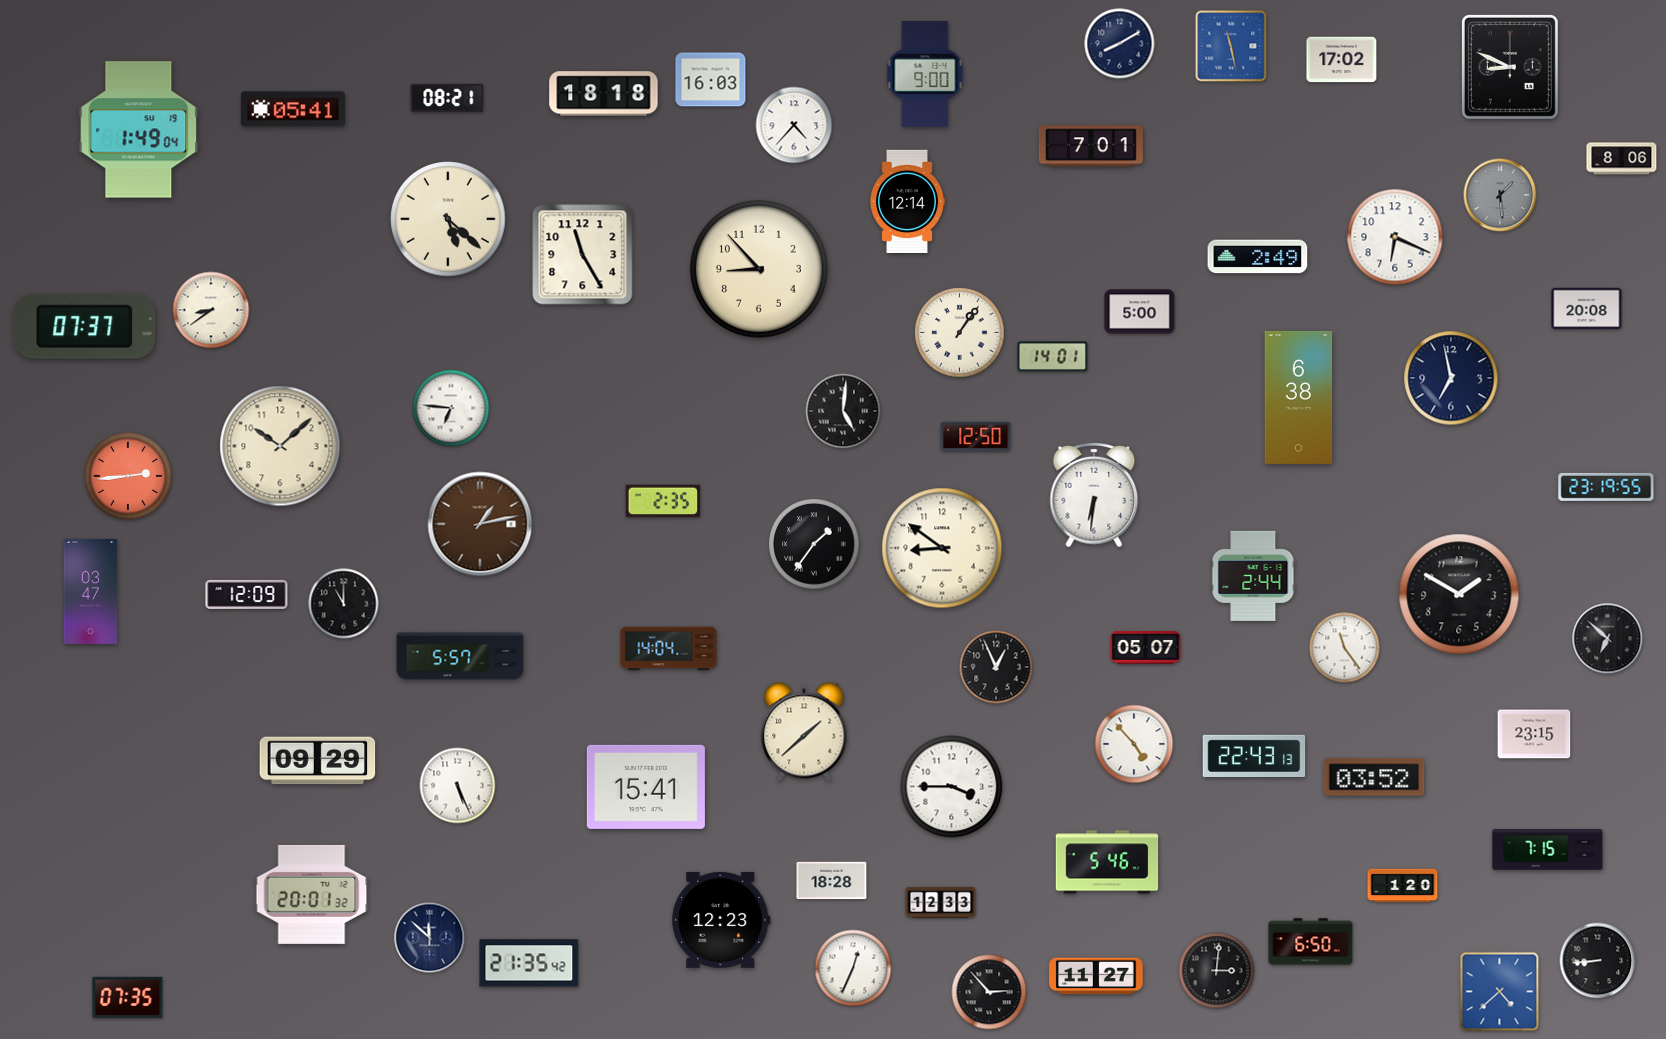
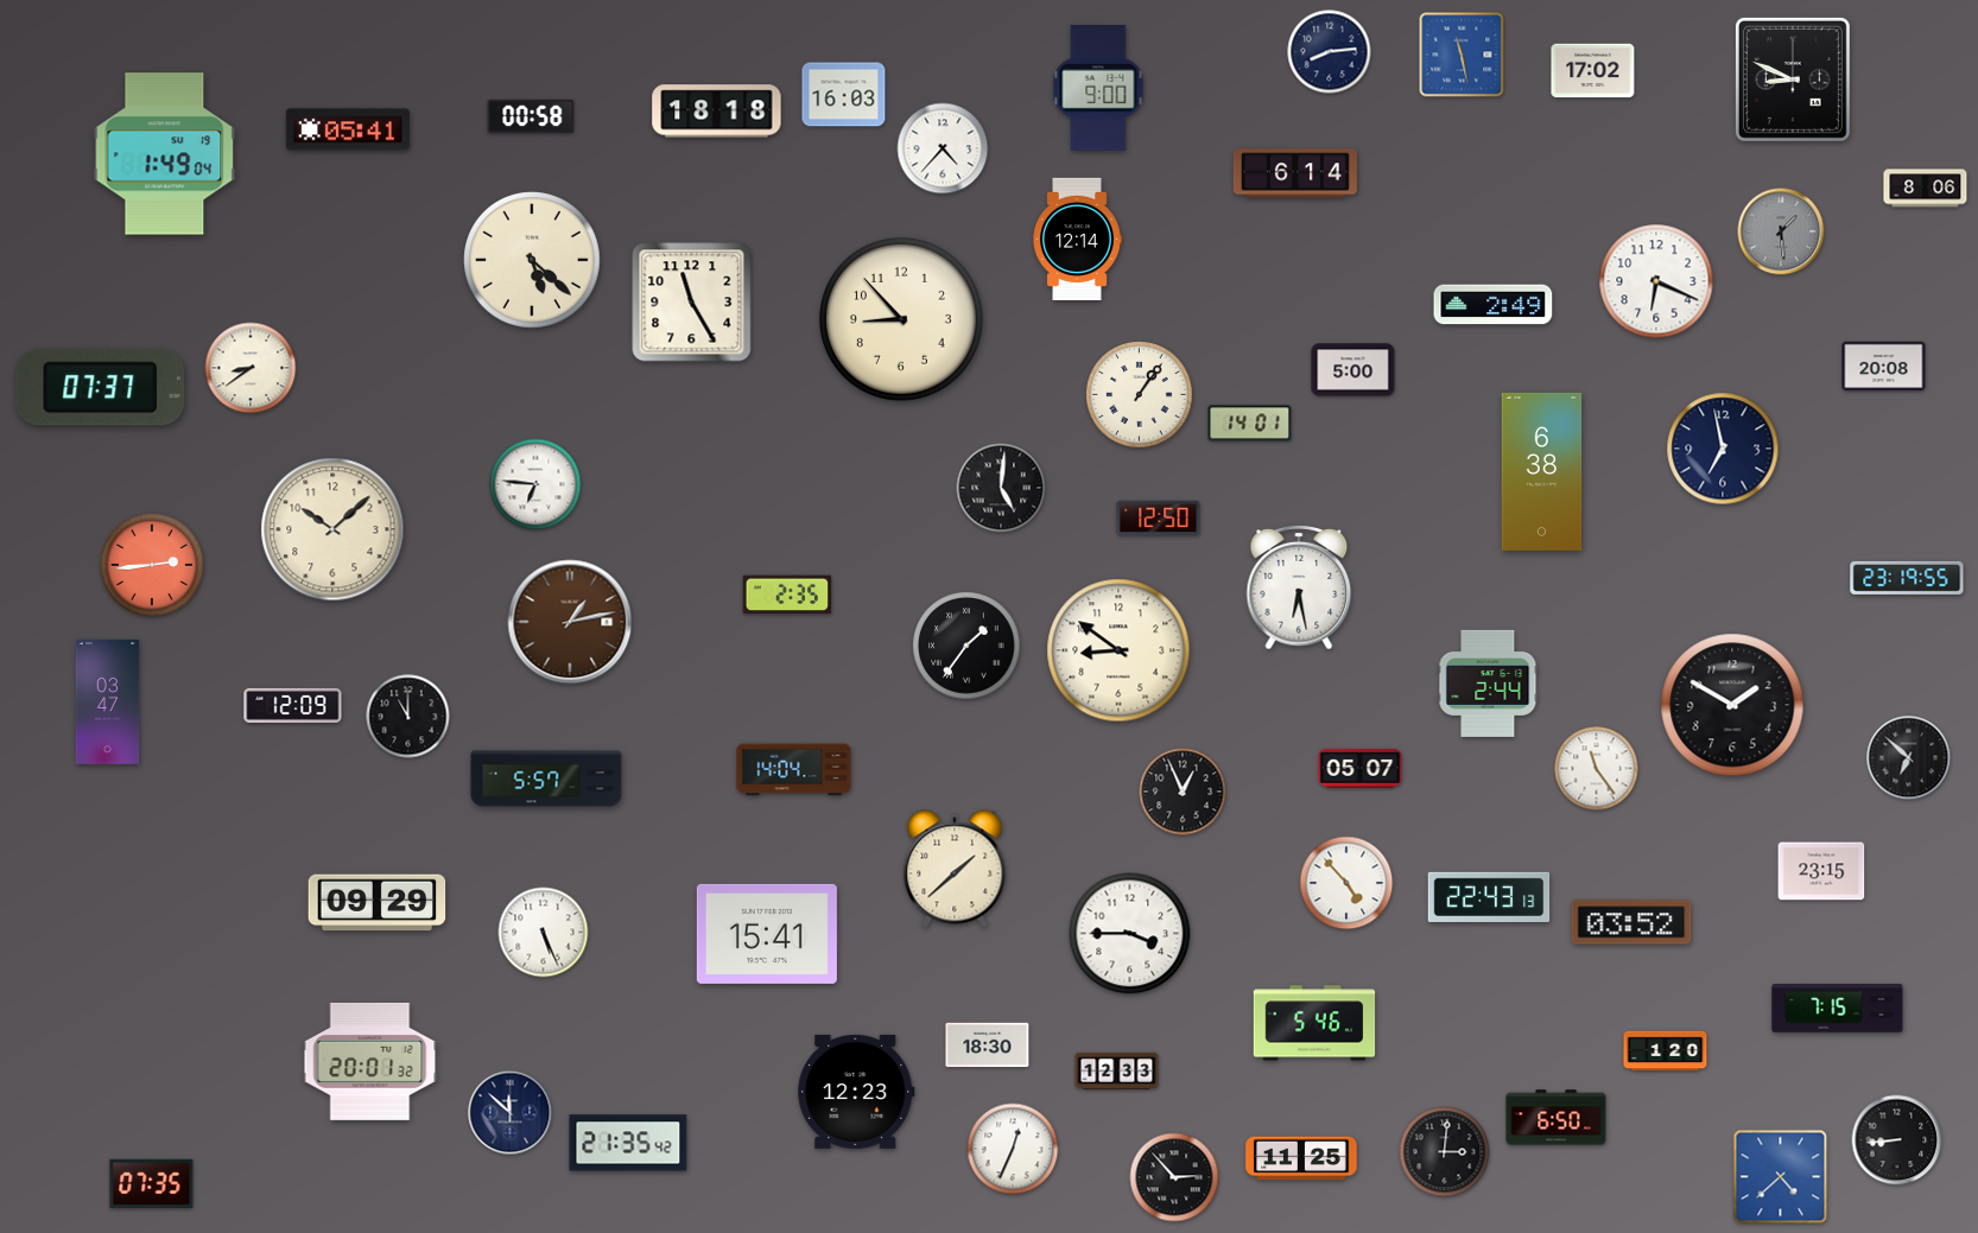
clock at (1120, 44): 8:10 -> 8:14
clock at (447, 98): 08:21 -> 00:58
clock at (1091, 146): 7:01 -> 6:14
clock at (1094, 495): 6:31 -> 6:28
clock at (832, 881): 18:28 -> 18:30
clock at (1096, 976): 11:27 -> 11:25
